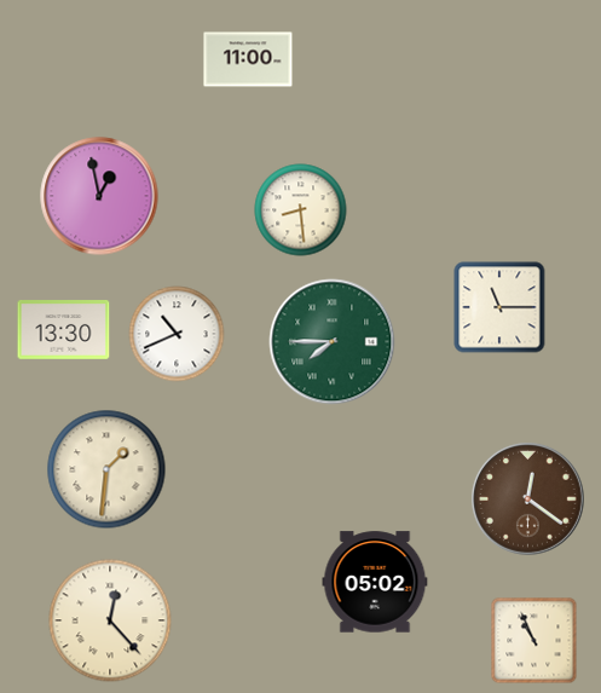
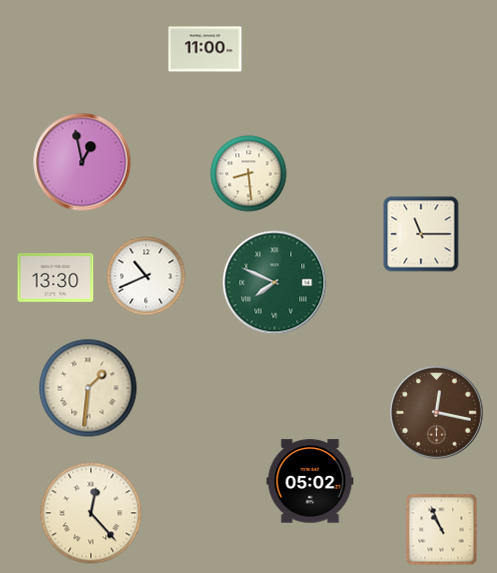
clock at (499, 307) position: (499, 307) -> (421, 234)
clock at (64, 330) position: (64, 330) -> (56, 278)
clock at (333, 342): 7:45 -> 7:49
clock at (528, 499): 12:21 -> 12:17
